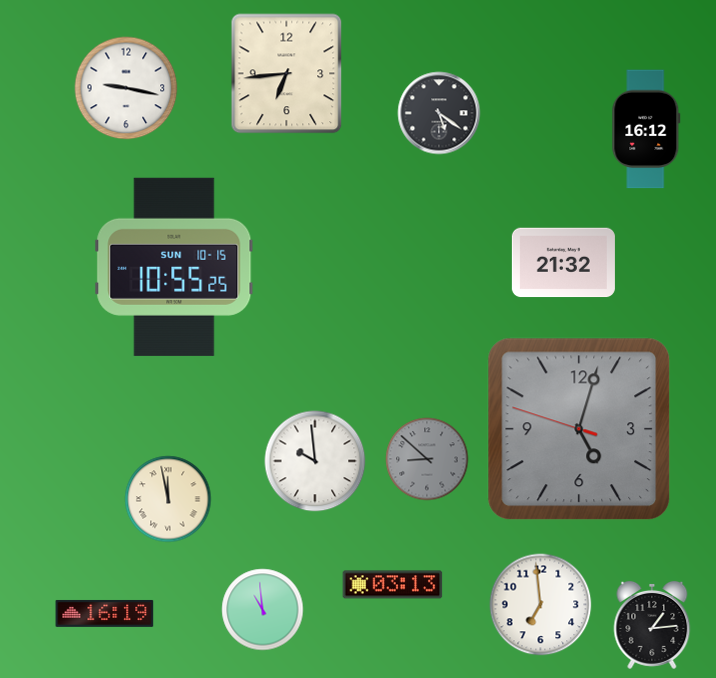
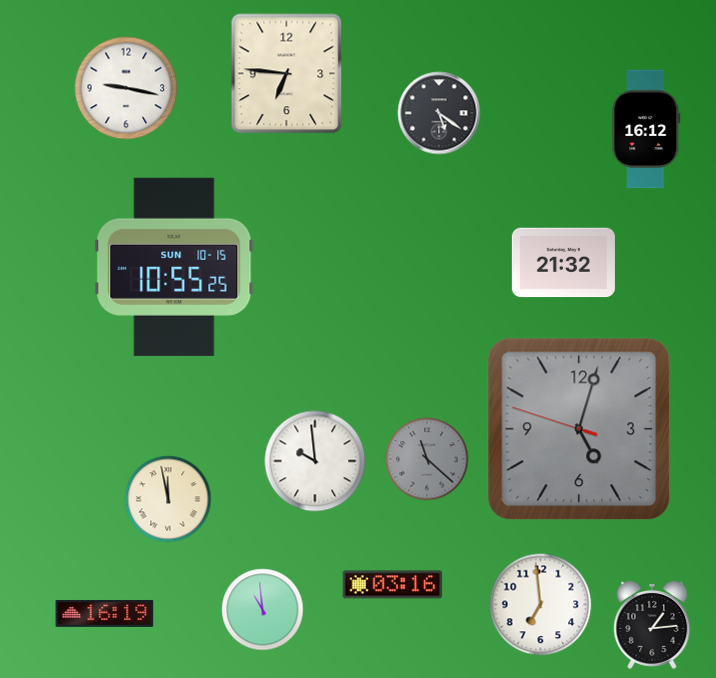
clock at (287, 74): 6:44 -> 6:46
clock at (427, 459): 8:52 -> 11:22
clock at (393, 585): 03:13 -> 03:16
